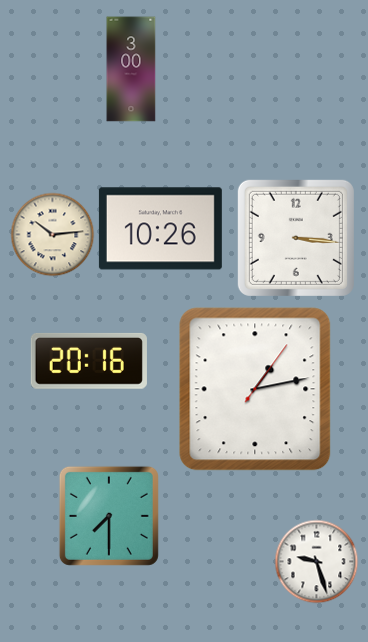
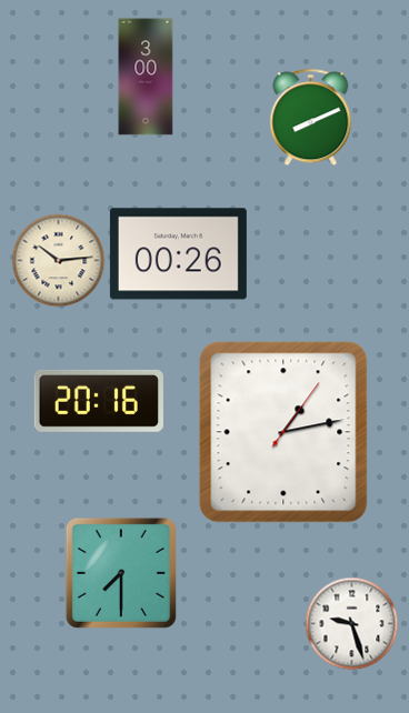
clock at (311, 117): none -> 8:11
clock at (160, 229): 10:26 -> 00:26
clock at (296, 238): 3:16 -> none
